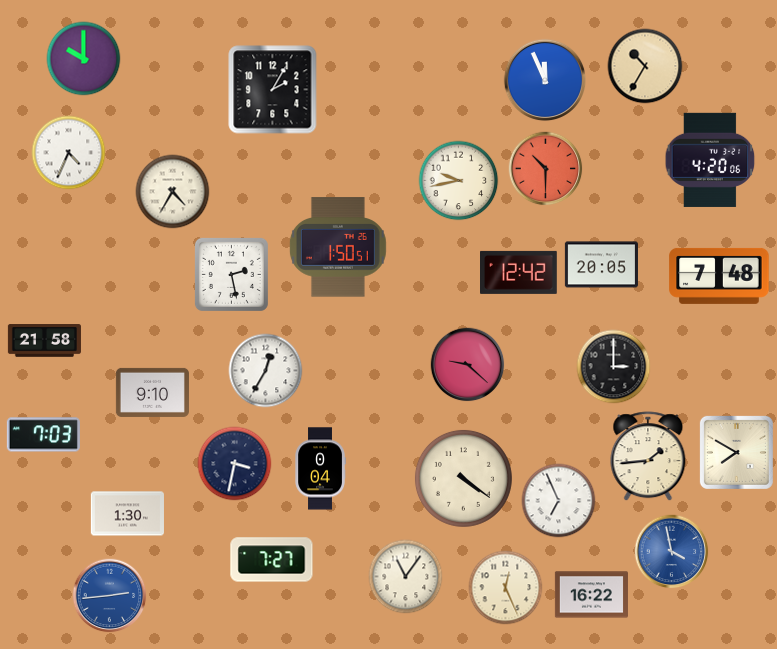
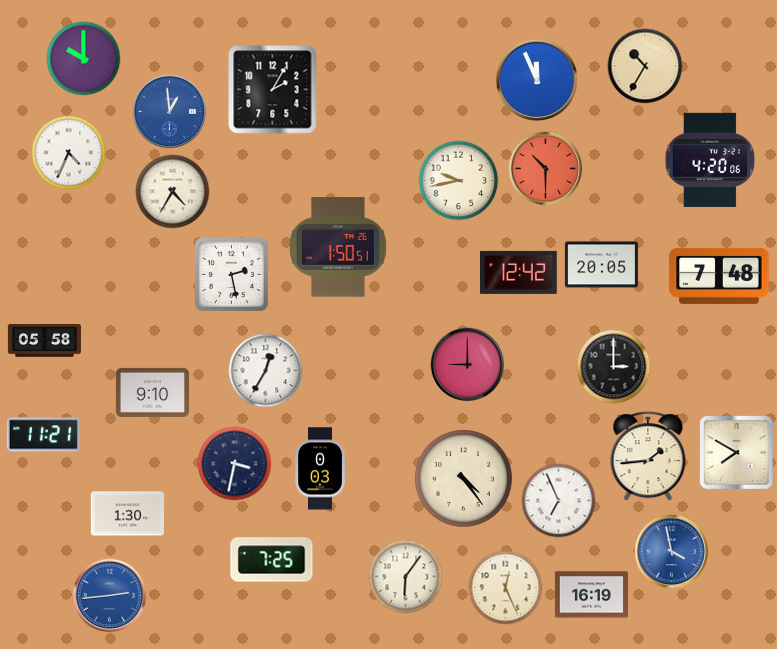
clock at (545, 80) position: (545, 80) -> (537, 80)
clock at (170, 112): none -> 12:59
clock at (44, 341): 21:58 -> 05:58
clock at (468, 365): 9:22 -> 9:00
clock at (43, 435): 7:03 -> 11:21
clock at (320, 469): 0:04 -> 0:03
clock at (463, 478): 4:21 -> 4:24
clock at (272, 560): 7:27 -> 7:25
clock at (406, 577): 11:06 -> 6:06
clock at (591, 595): 16:22 -> 16:19
